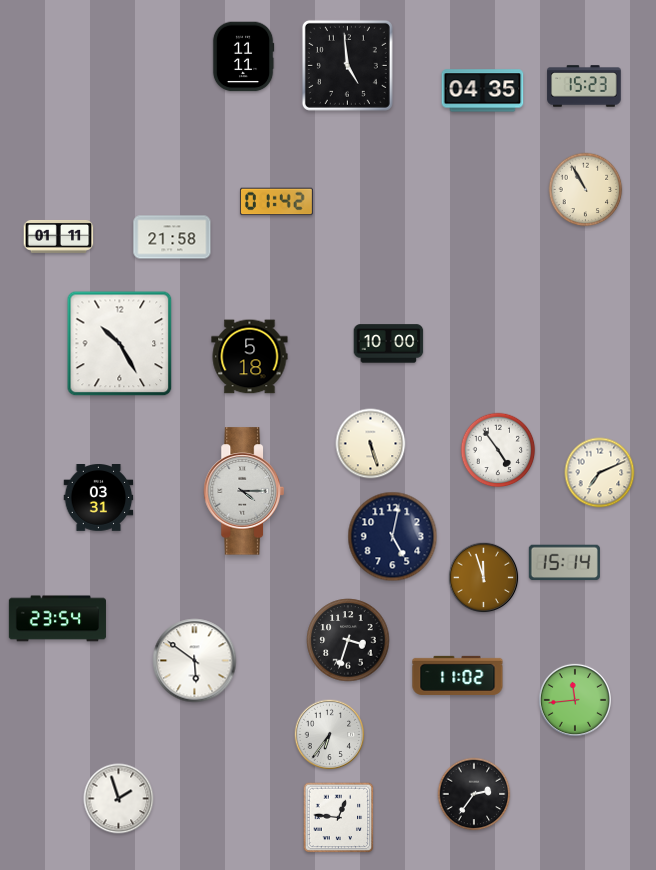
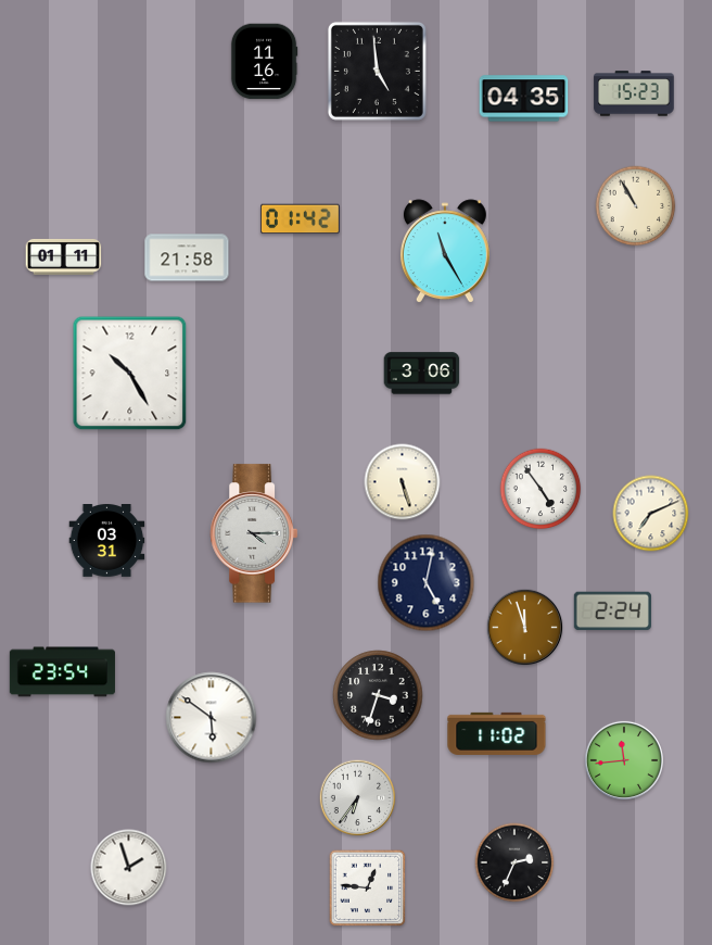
clock at (243, 57): 11:11 -> 11:16
clock at (445, 252): none -> 11:25
clock at (389, 344): 10:00 -> 3:06
clock at (250, 357): 5:18 -> none
clock at (244, 491) position: (244, 491) -> (254, 533)
clock at (564, 563): 15:14 -> 2:24
clock at (474, 794): 2:36 -> 2:34
